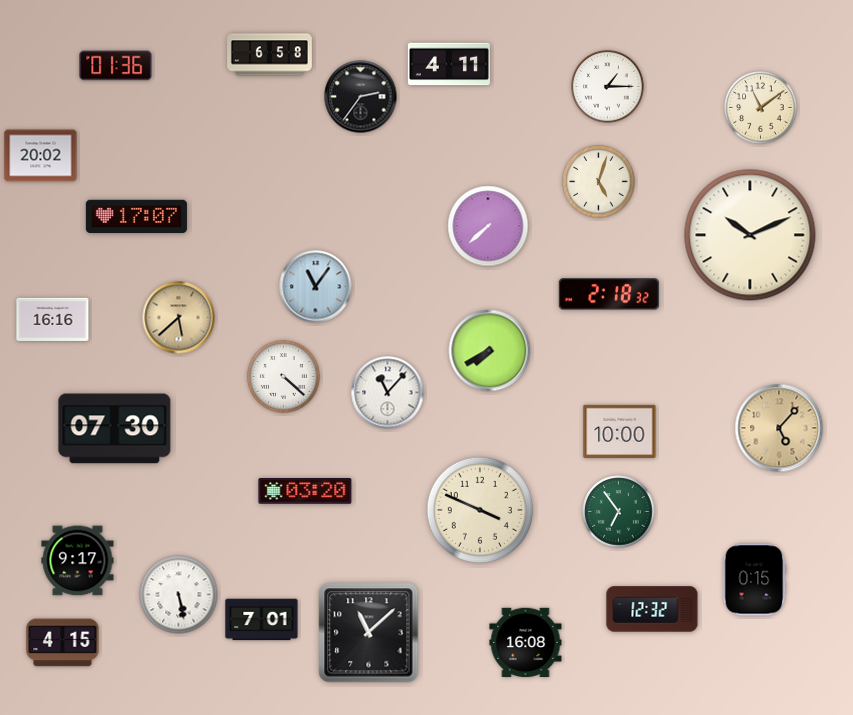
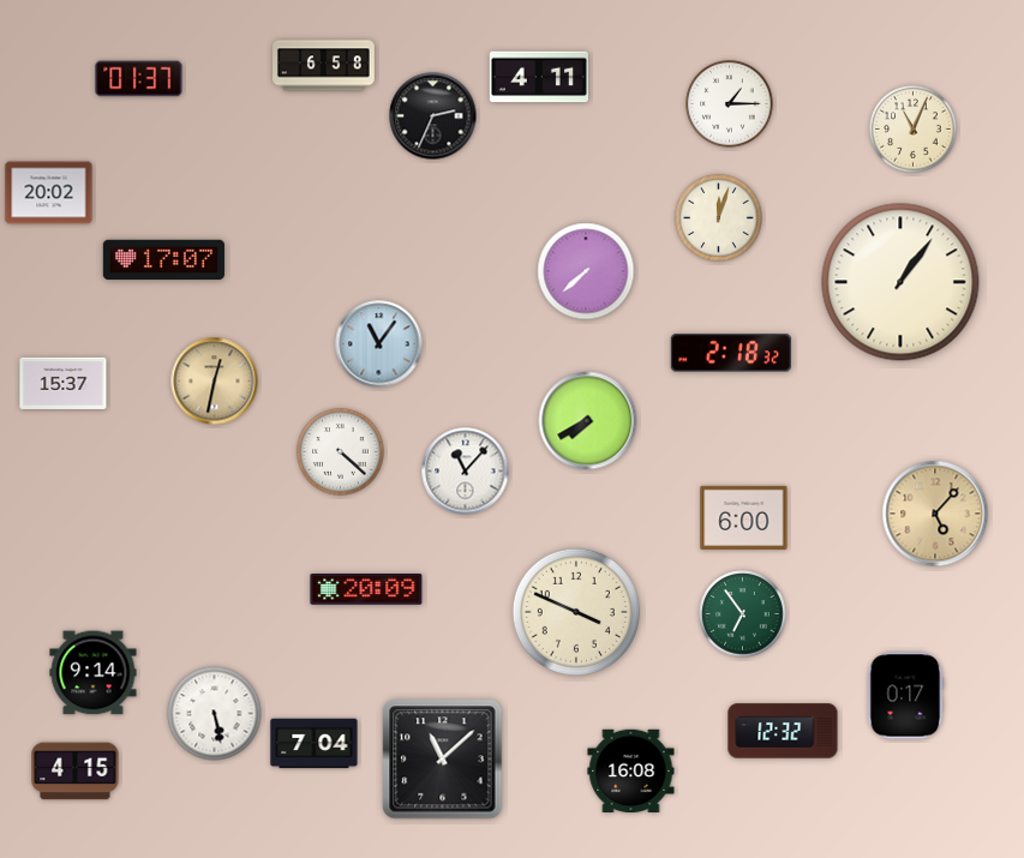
clock at (116, 66): 01:36 -> 01:37
clock at (361, 97): 2:36 -> 2:34
clock at (761, 108): 11:09 -> 11:04
clock at (41, 156) position: (41, 156) -> (49, 193)
clock at (599, 182): 5:03 -> 12:03
clock at (750, 235): 10:11 -> 1:06
clock at (179, 318): 5:38 -> 12:32
clock at (53, 319): 16:16 -> 15:37
clock at (115, 429): 07:30 -> none
clock at (620, 431): 10:00 -> 6:00
clock at (305, 492): 03:20 -> 20:09
clock at (78, 561): 9:17 -> 9:14
clock at (755, 580): 0:15 -> 0:17
clock at (262, 620): 7:01 -> 7:04
